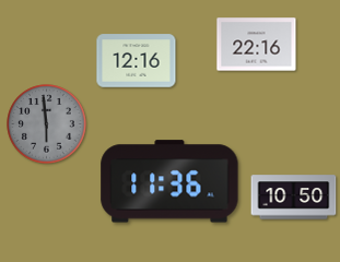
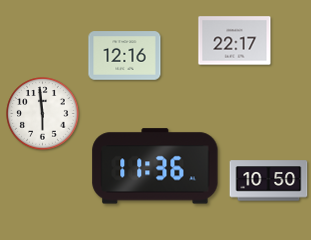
clock at (257, 45): 22:16 -> 22:17
clock at (47, 124) dial: grey -> white
